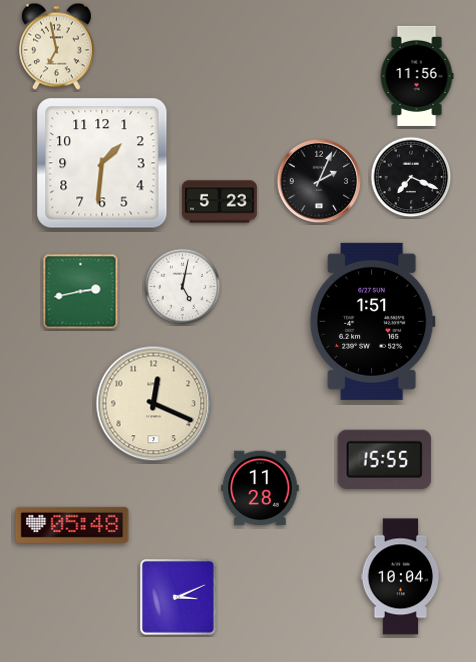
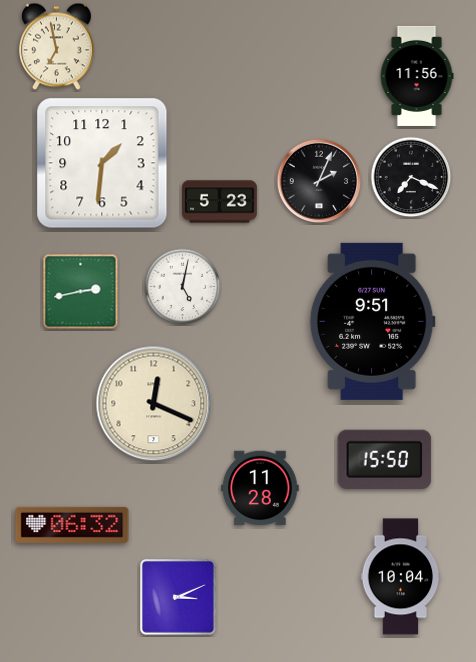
clock at (372, 321): 1:51 -> 9:51
clock at (385, 459): 15:55 -> 15:50
clock at (72, 525): 05:48 -> 06:32
